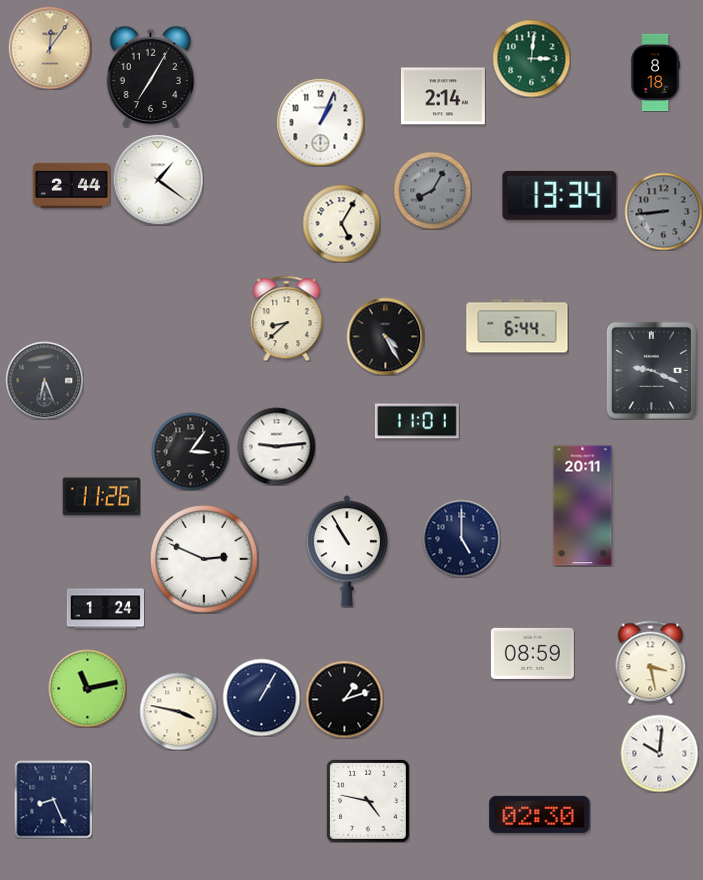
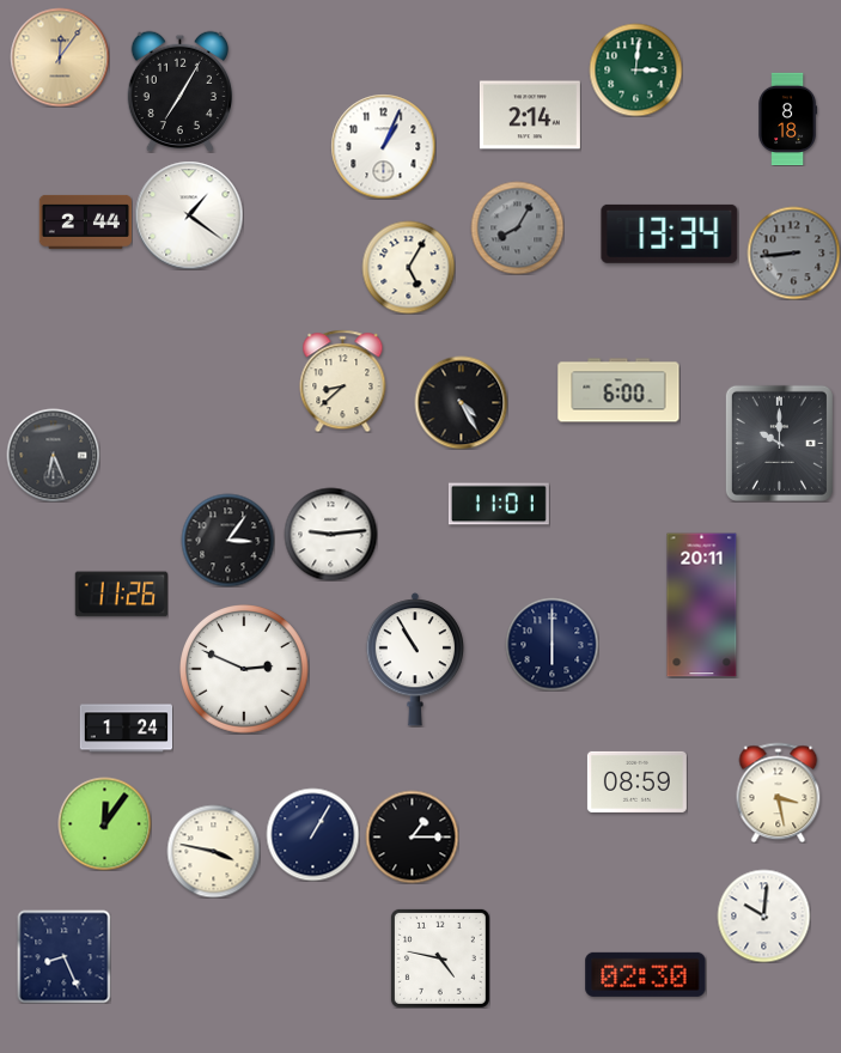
clock at (656, 72) position: (656, 72) -> (788, 118)
clock at (517, 326): 6:44 -> 6:00
clock at (651, 370): 9:19 -> 10:00
clock at (583, 506) position: (583, 506) -> (702, 605)
clock at (461, 538): 5:00 -> 6:00
clock at (87, 688): 11:13 -> 12:06
clock at (344, 699): 1:12 -> 1:15
clock at (659, 753) position: (659, 753) -> (763, 915)
